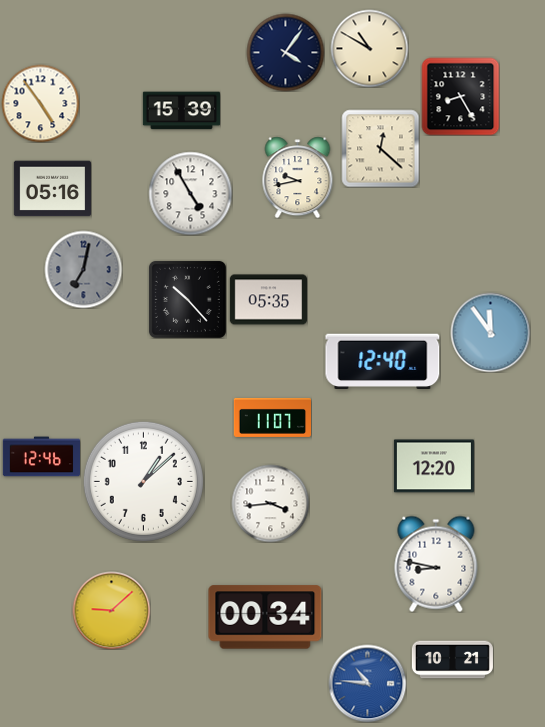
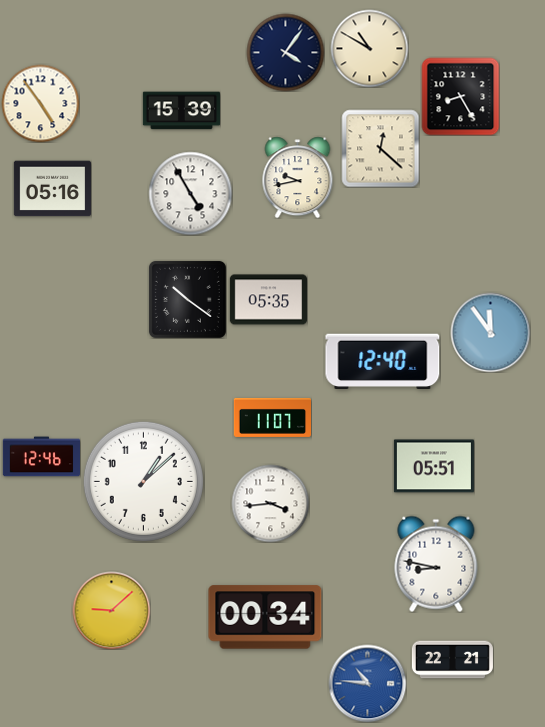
clock at (83, 269): 7:02 -> none
clock at (187, 299): 10:23 -> 10:21
clock at (434, 466): 12:20 -> 05:51
clock at (452, 660): 10:21 -> 22:21
